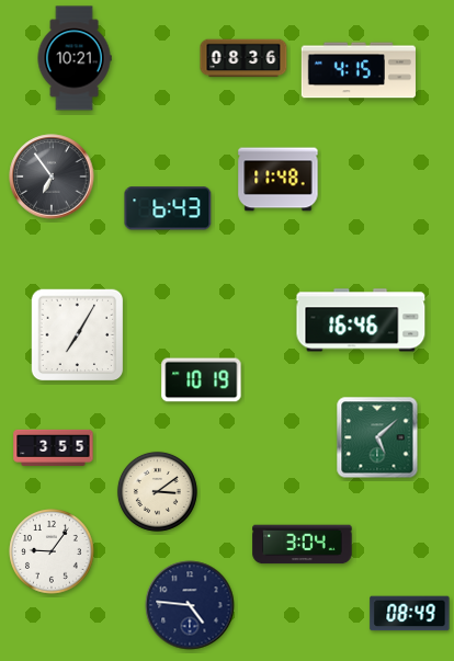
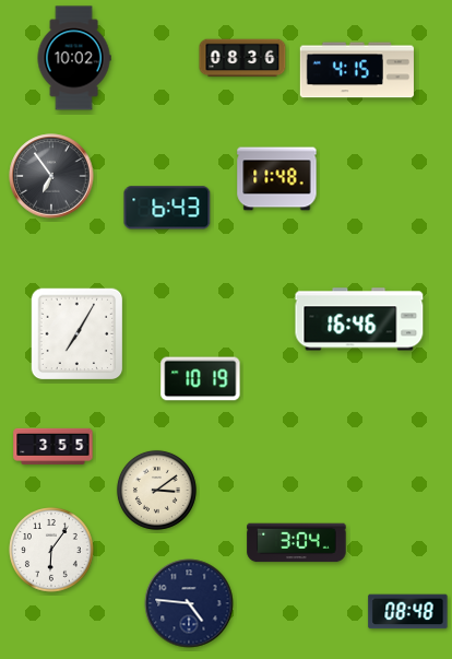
clock at (75, 58): 10:21 -> 10:02
clock at (377, 437): 5:08 -> none
clock at (303, 545) position: (303, 545) -> (297, 543)
clock at (52, 551): 9:06 -> 6:06
clock at (410, 614): 08:49 -> 08:48
